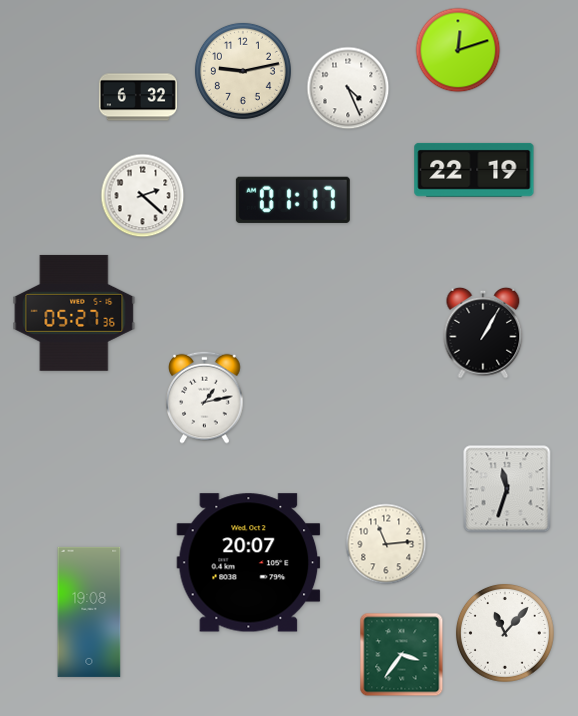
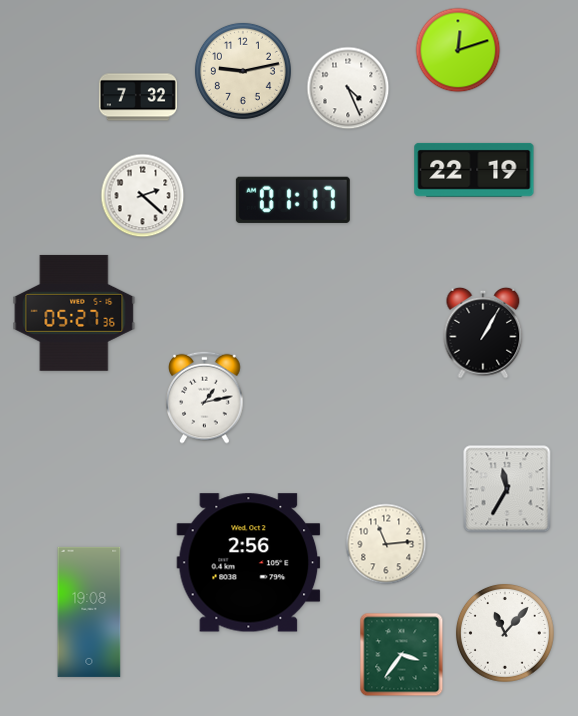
clock at (138, 97): 6:32 -> 7:32
clock at (507, 489): 11:33 -> 11:35
clock at (249, 563): 20:07 -> 2:56
